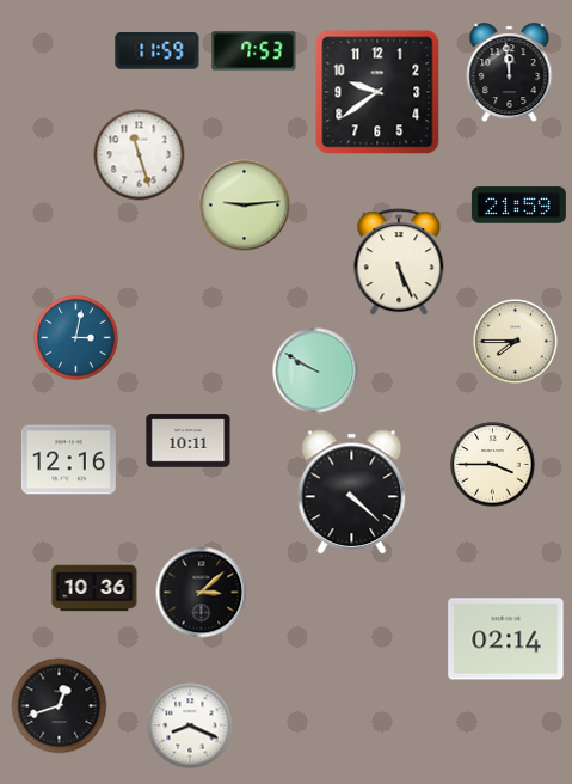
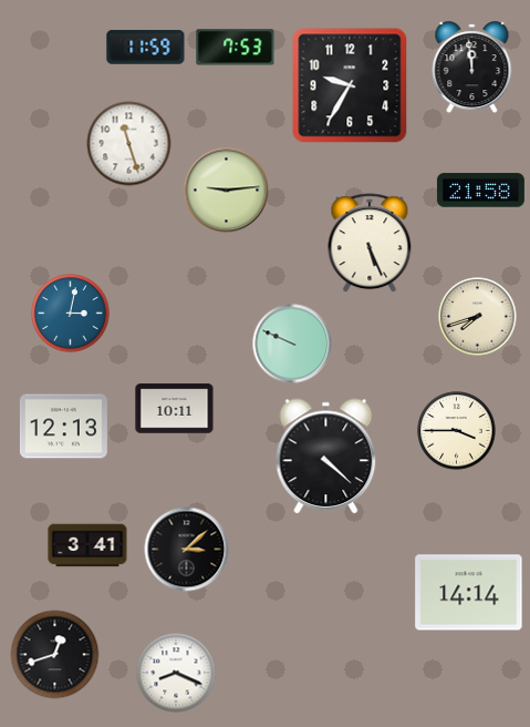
clock at (377, 92): 9:39 -> 9:35
clock at (518, 206): 21:59 -> 21:58
clock at (516, 342): 7:45 -> 7:42
clock at (315, 370): 9:50 -> 9:49
clock at (68, 460): 12:16 -> 12:13
clock at (94, 588): 10:36 -> 3:41
clock at (506, 639): 02:14 -> 14:14
